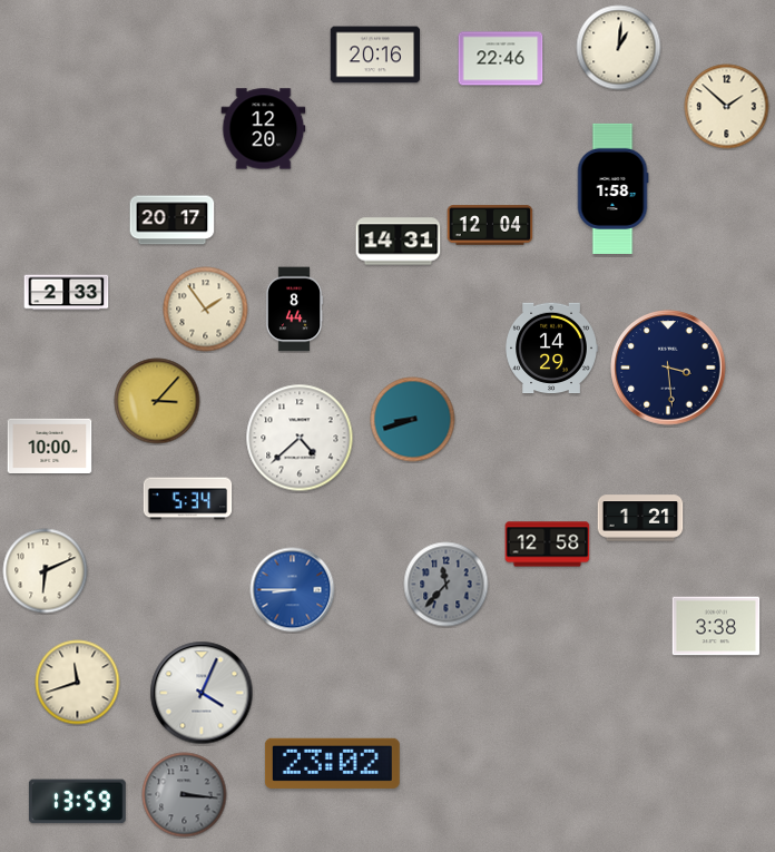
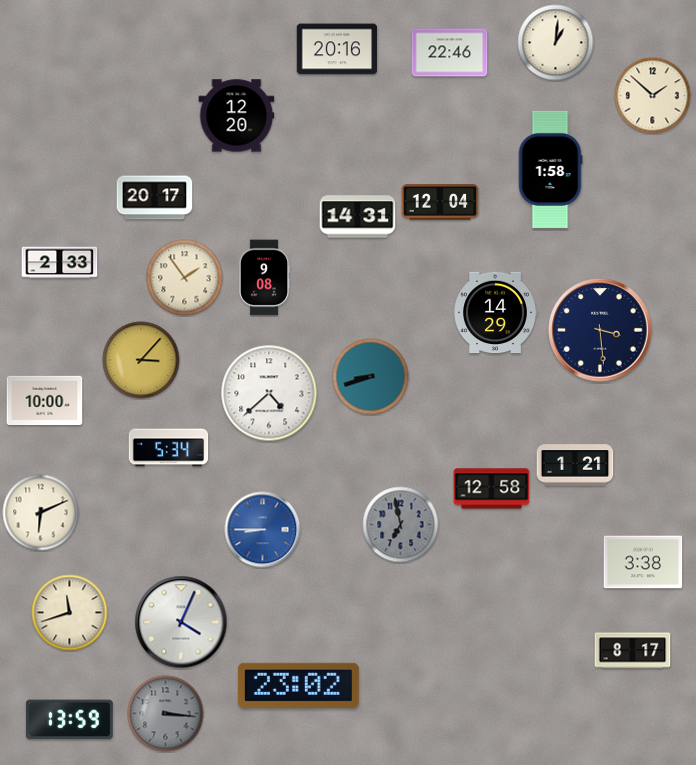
clock at (294, 310): 8:44 -> 9:08
clock at (447, 585): 11:37 -> 6:58
clock at (633, 651): none -> 8:17
